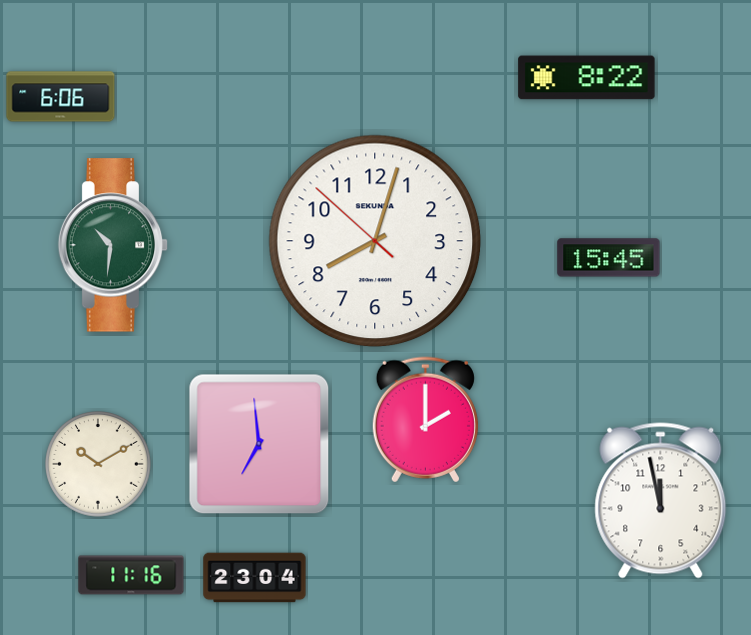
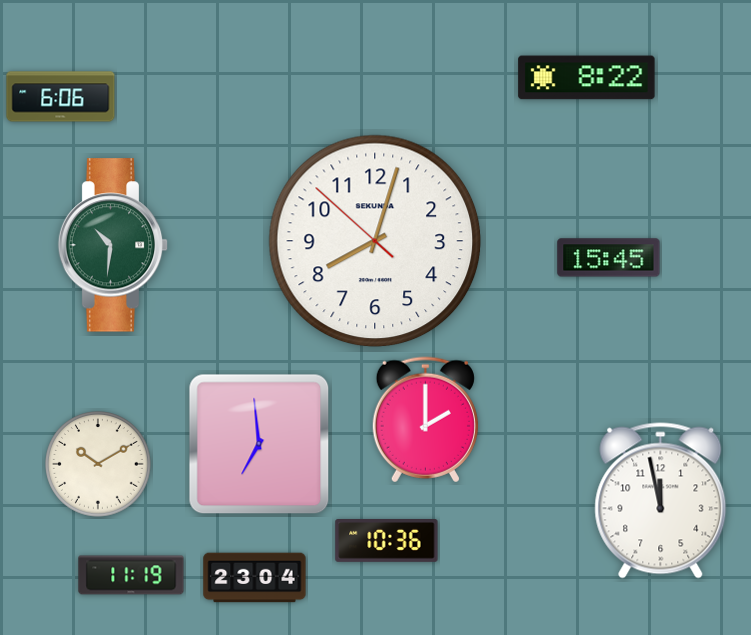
clock at (387, 541): none -> 10:36
clock at (131, 575): 11:16 -> 11:19
